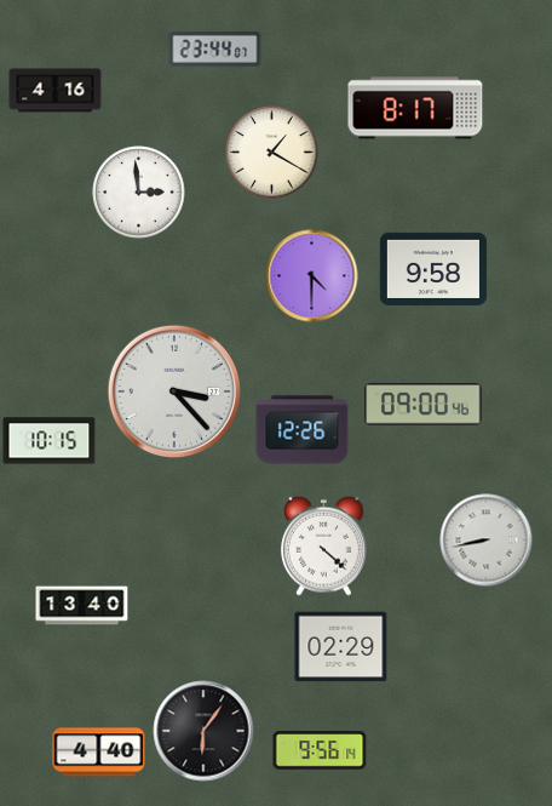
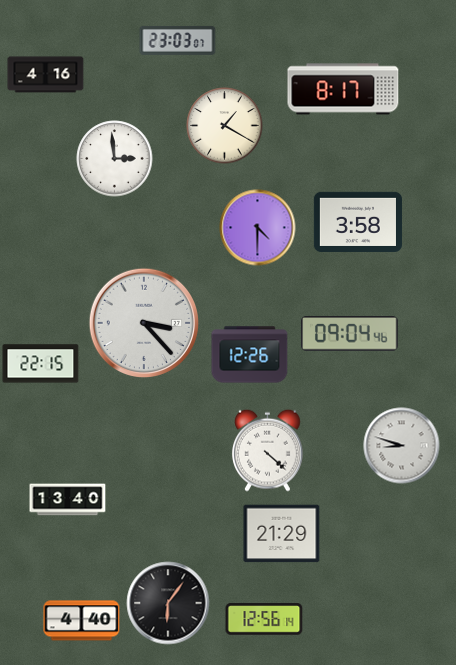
clock at (215, 48): 23:44 -> 23:03
clock at (433, 269): 9:58 -> 3:58
clock at (424, 405): 09:00 -> 09:04
clock at (50, 441): 10:15 -> 22:15
clock at (487, 541): 8:43 -> 8:48
clock at (341, 647): 02:29 -> 21:29
clock at (320, 750): 9:56 -> 12:56
